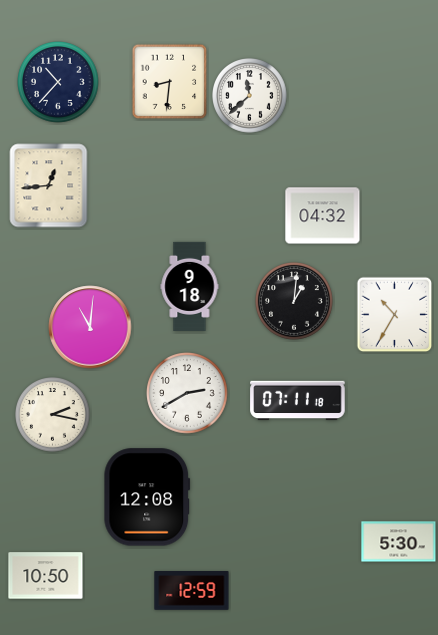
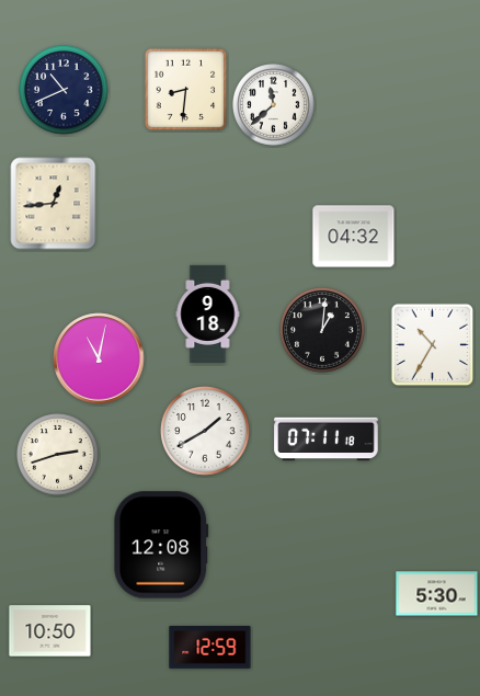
clock at (58, 82): 10:37 -> 10:41
clock at (90, 327): 11:01 -> 11:02
clock at (187, 393): 2:40 -> 1:40
clock at (53, 415): 2:17 -> 2:42
